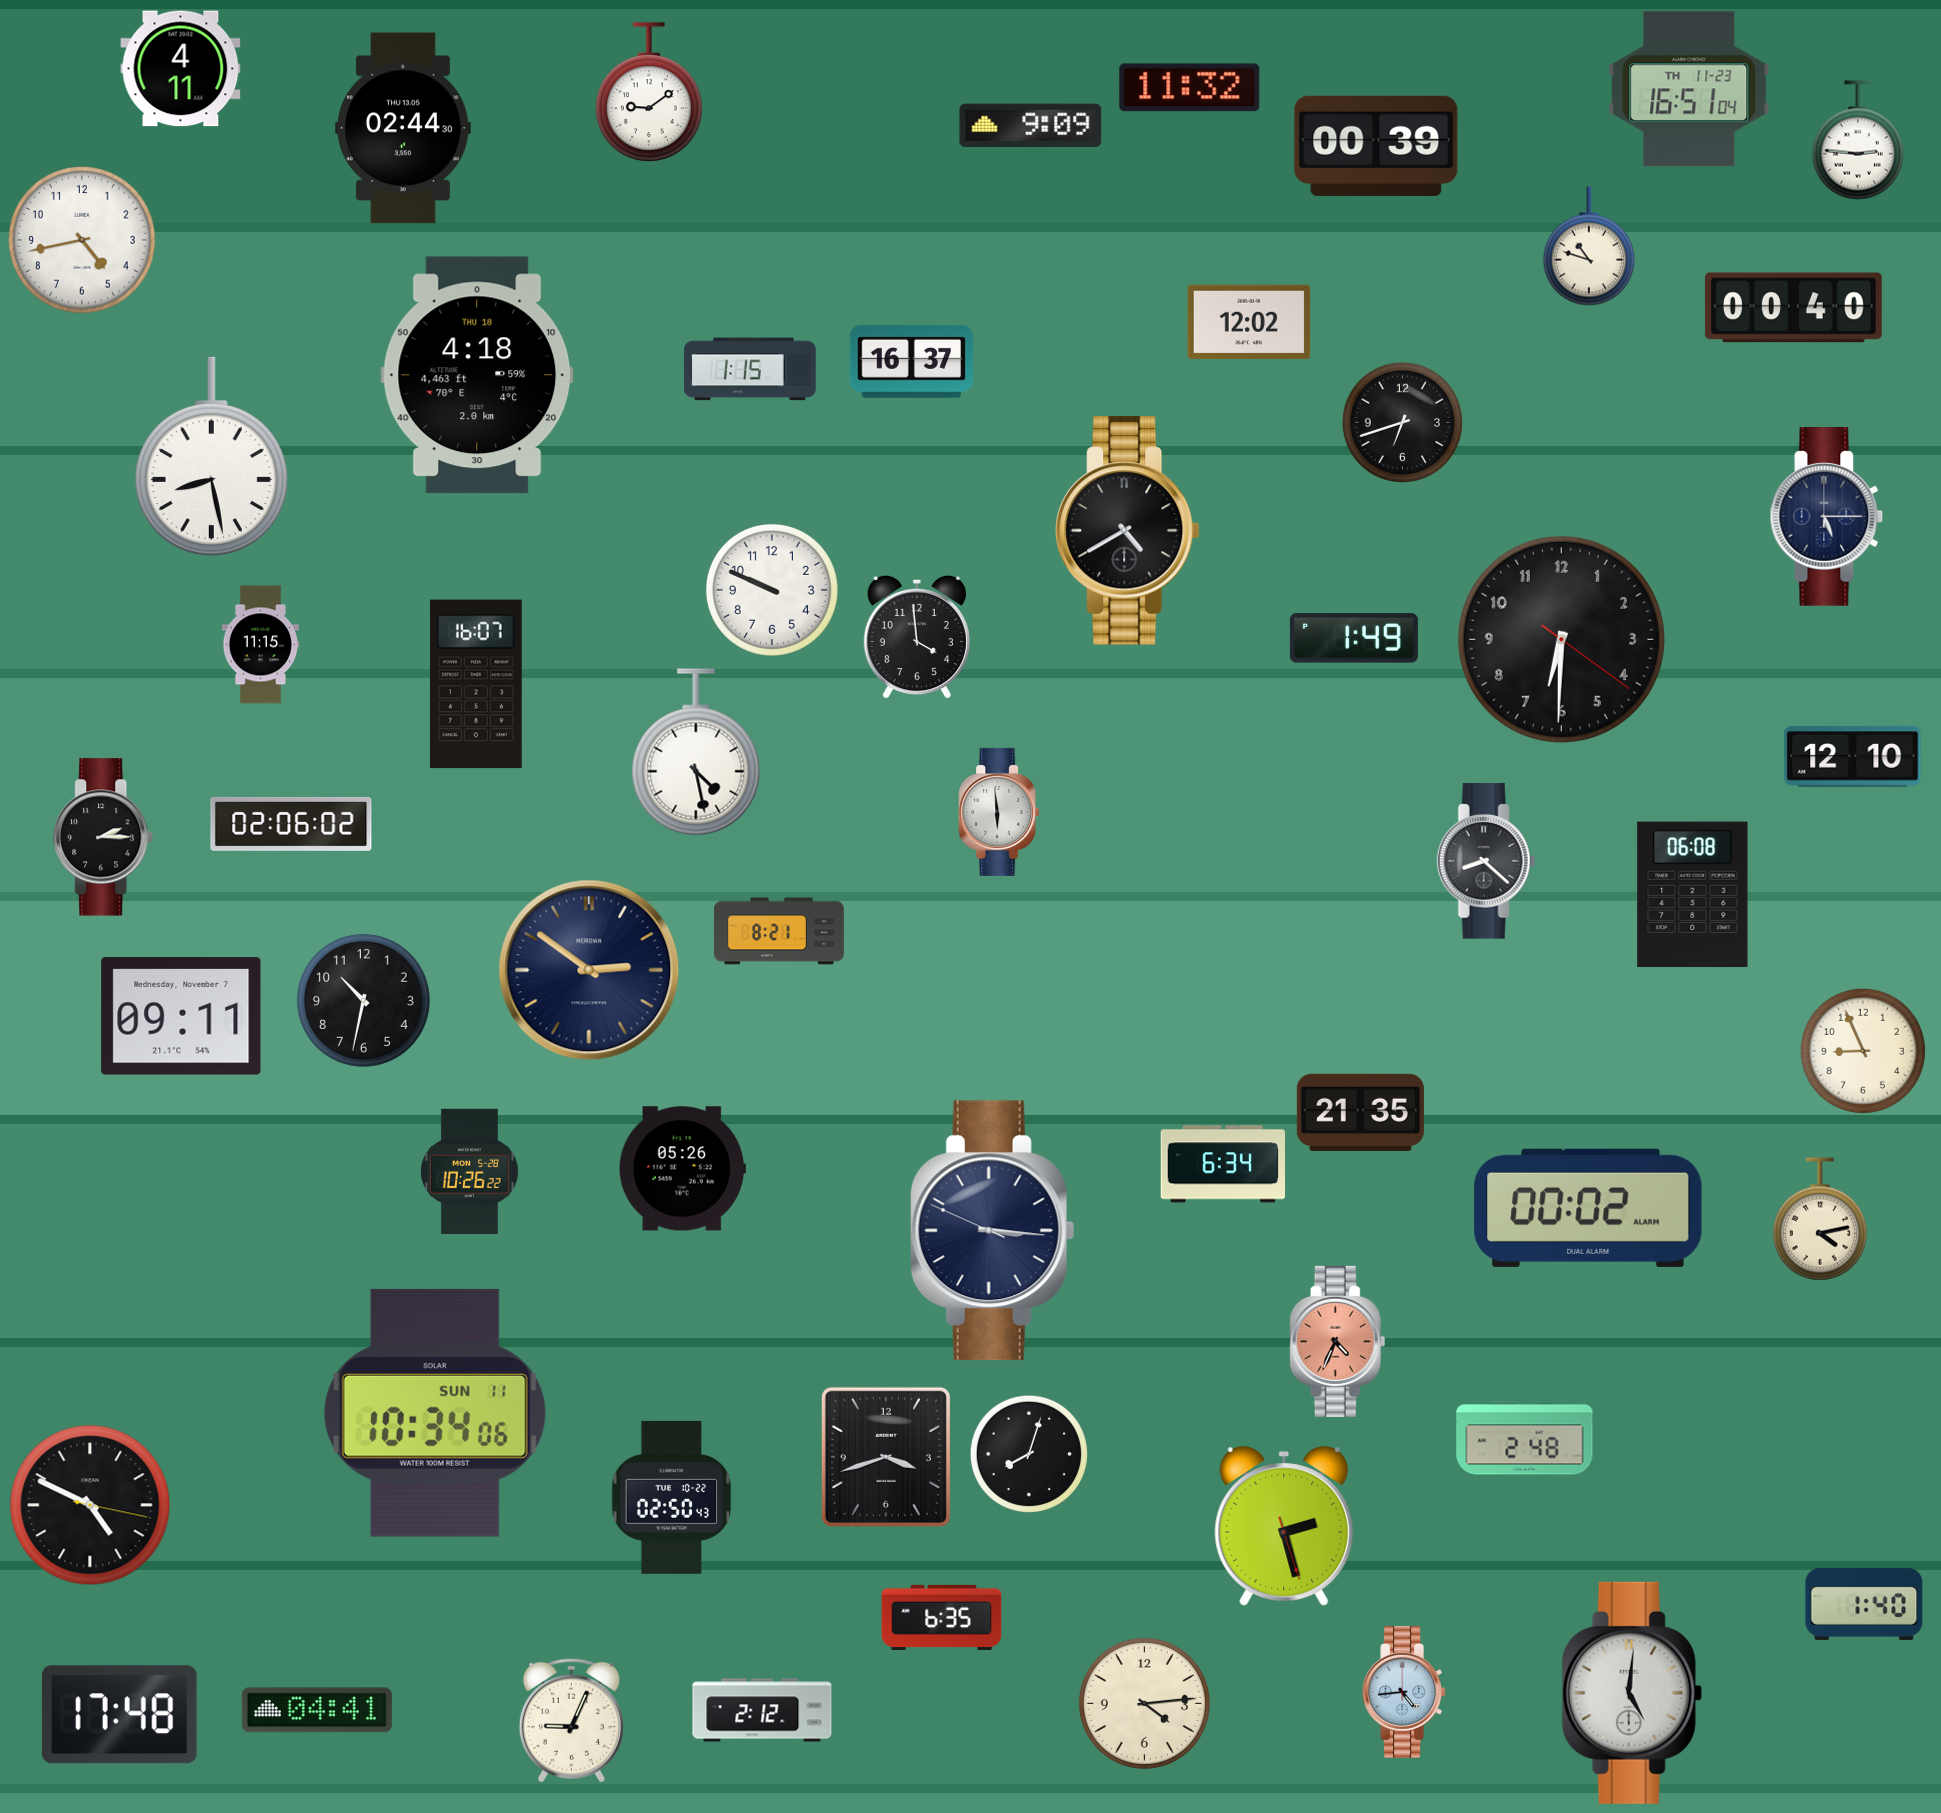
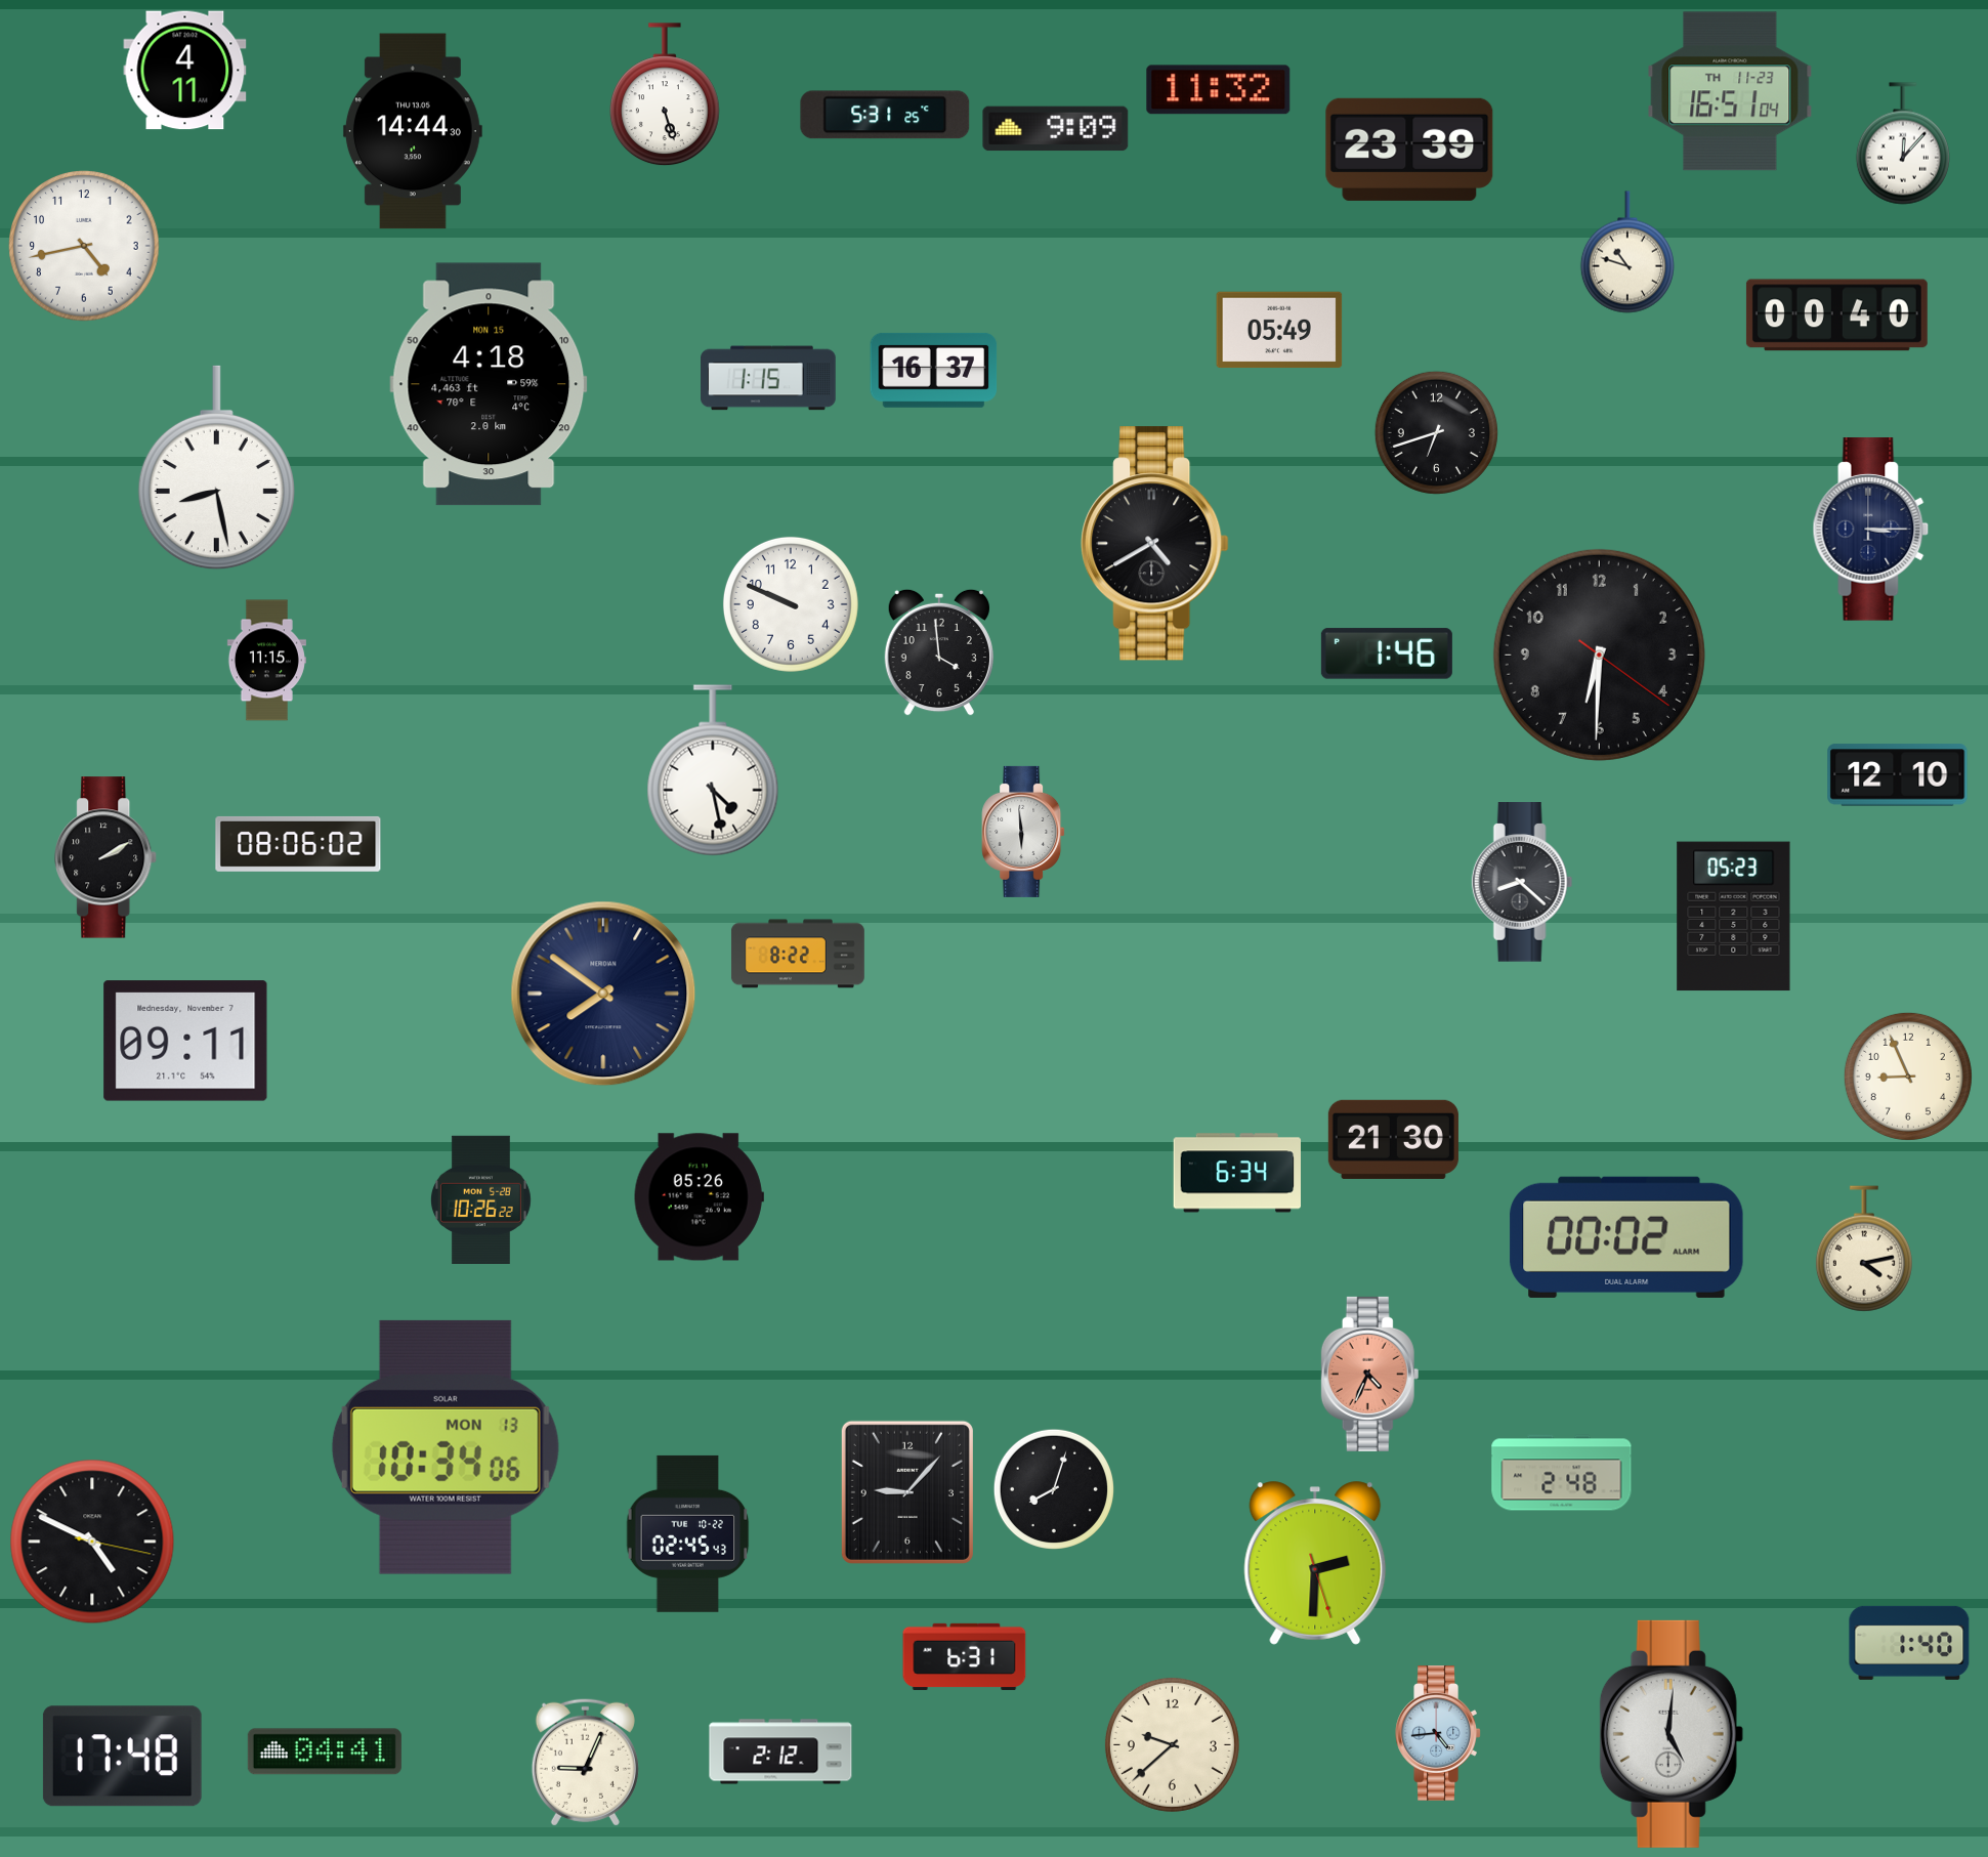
clock at (649, 93): 9:09 -> 5:27
clock at (885, 115): none -> 5:31
clock at (403, 128): 02:44 -> 14:44
clock at (1858, 140): 2:46 -> 12:07
clock at (1376, 146): 00:39 -> 23:39
clock at (1249, 322): 12:02 -> 05:49
clock at (477, 375) date: THU 18 -> MON 15
clock at (1827, 517): 5:15 -> 3:15
clock at (1354, 638): 1:49 -> 1:46
clock at (477, 684): 16:07 -> none
clock at (291, 824): 02:06 -> 08:06
clock at (104, 837): 2:15 -> 2:10
clock at (1693, 895): 06:08 -> 05:23
clock at (779, 931): 8:21 -> 8:22
clock at (589, 970): 2:51 -> 7:51
clock at (363, 1000): 10:32 -> none
clock at (1360, 1112): 21:35 -> 21:30
clock at (1222, 1164) position: (1222, 1164) -> (1236, 1173)
clock at (992, 1231): 3:15 -> none
clock at (435, 1413) date: SUN 11 -> MON 13
clock at (886, 1457): 3:42 -> 9:07
clock at (672, 1497): 02:50 -> 02:45
clock at (1284, 1526): 2:27 -> 2:30
clock at (942, 1617): 6:35 -> 6:31
clock at (1144, 1703): 4:14 -> 9:38
